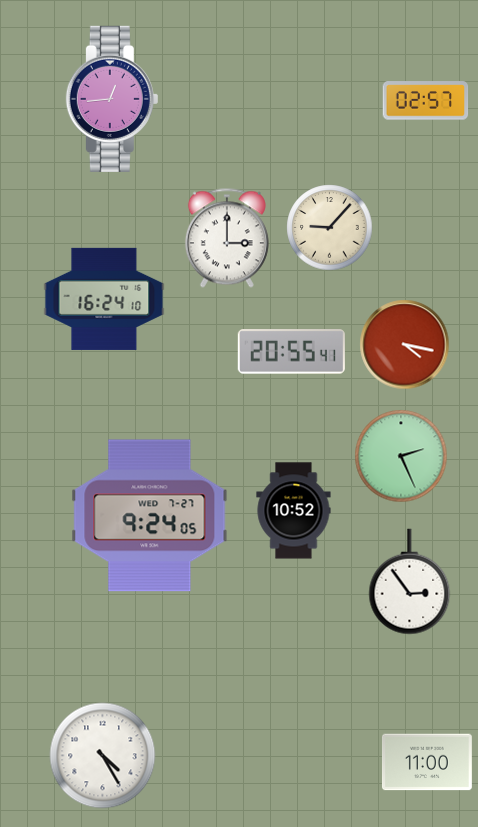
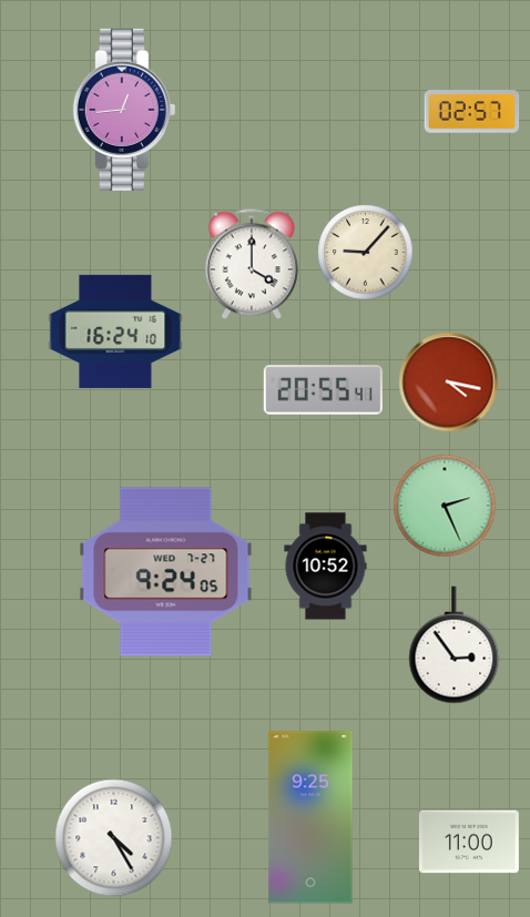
clock at (227, 238): 3:00 -> 4:00
clock at (310, 817): none -> 9:25
clock at (427, 762) position: (427, 762) -> (469, 842)
